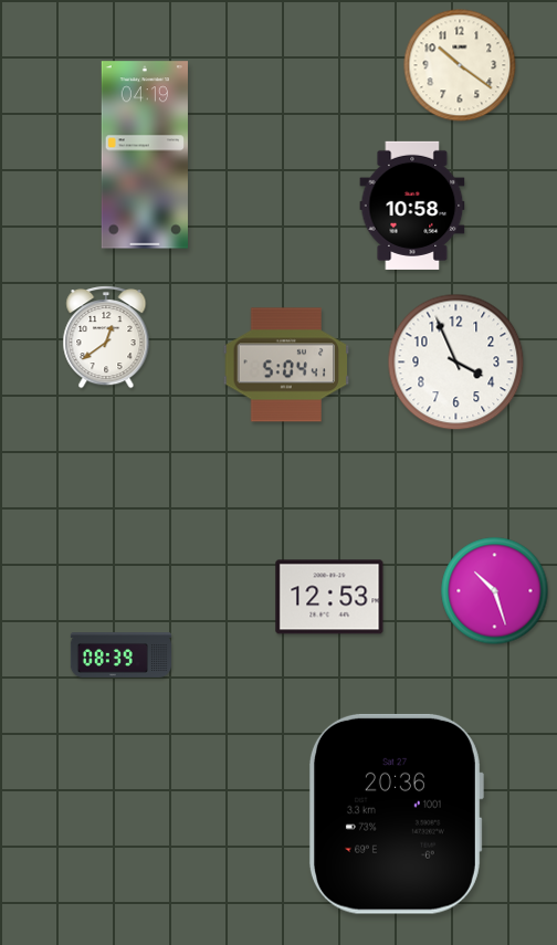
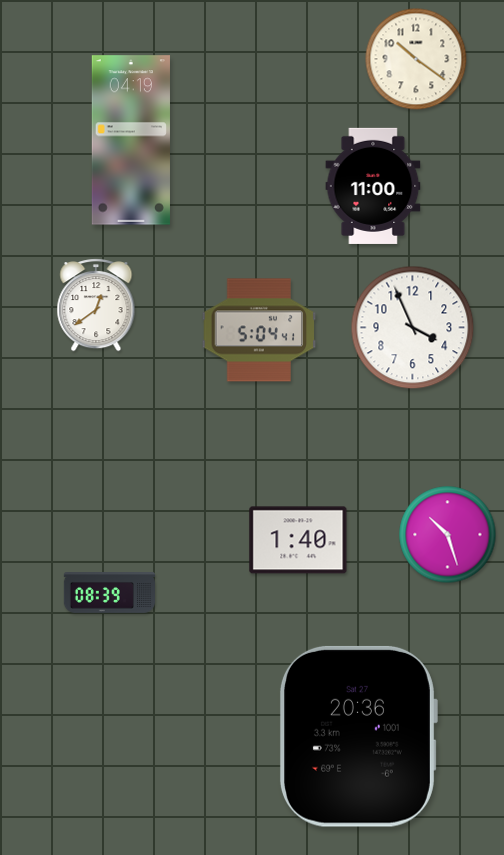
clock at (412, 206): 10:58 -> 11:00
clock at (329, 597): 12:53 -> 1:40
